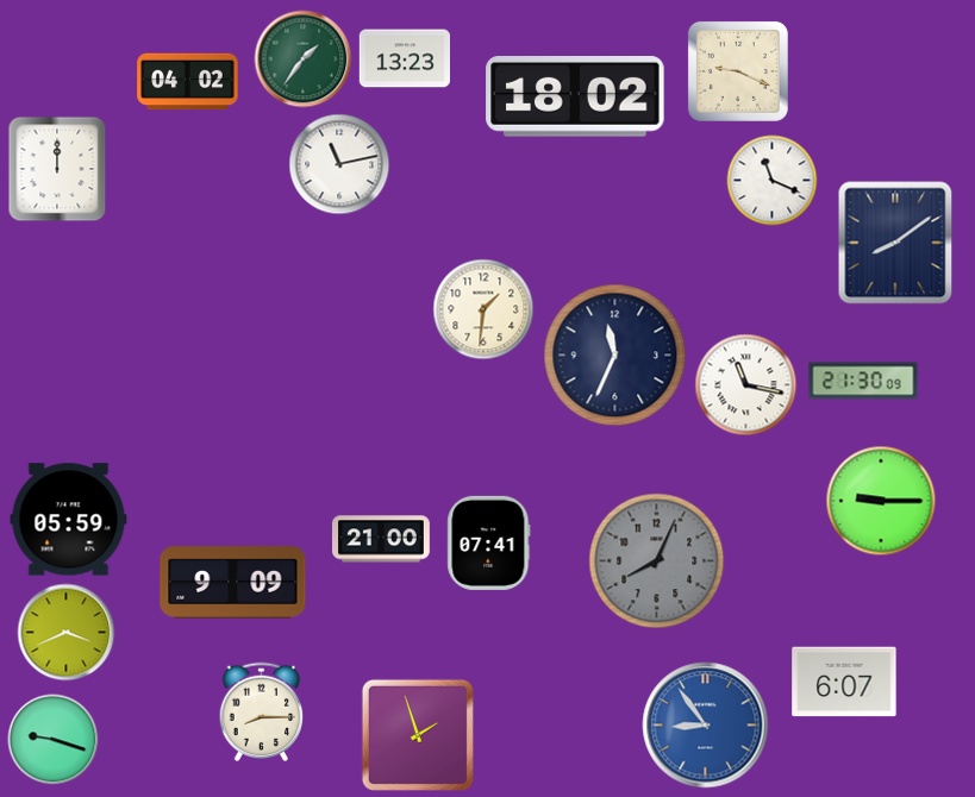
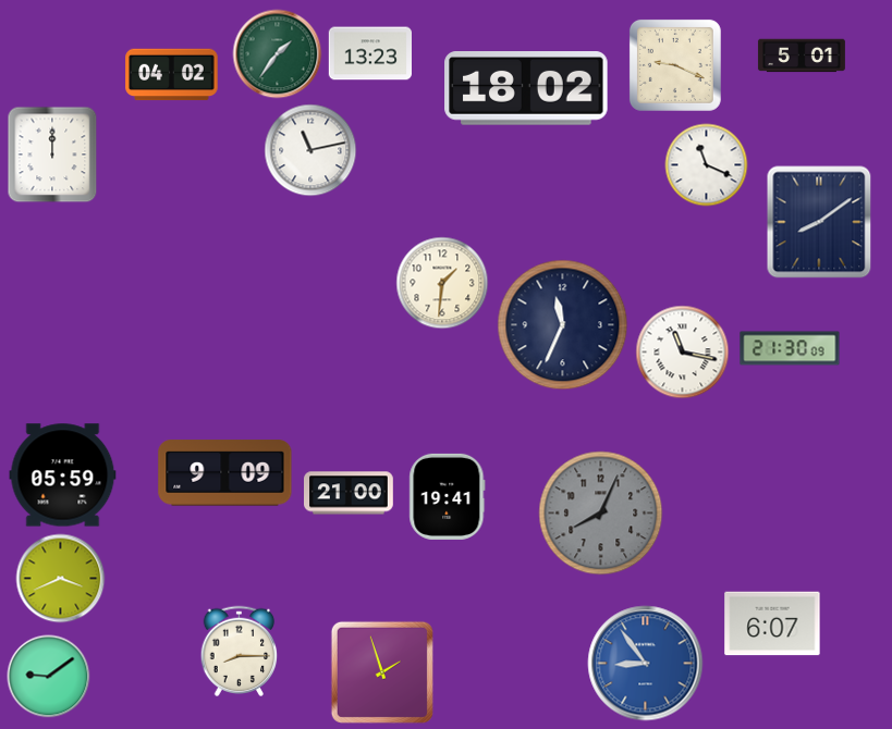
clock at (802, 55): none -> 5:01
clock at (881, 501): 9:15 -> none
clock at (489, 542): 07:41 -> 19:41
clock at (233, 583) position: (233, 583) -> (225, 473)
clock at (54, 740): 9:18 -> 9:09
